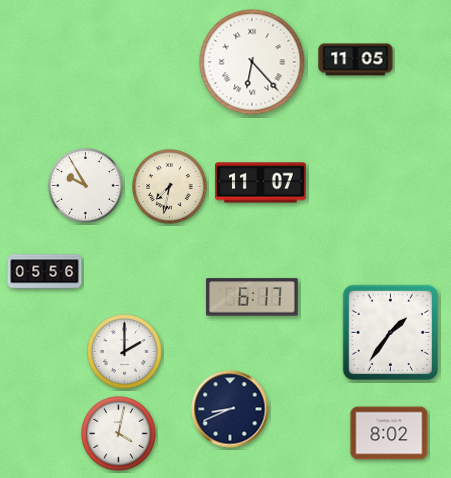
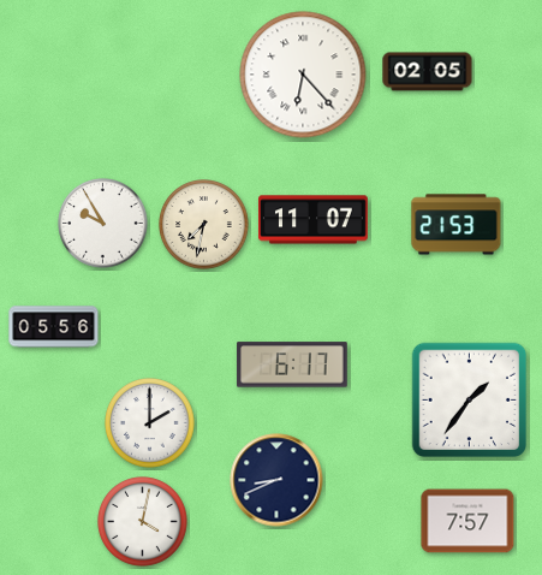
clock at (356, 60): 11:05 -> 02:05
clock at (457, 225): none -> 21:53
clock at (252, 297) position: (252, 297) -> (292, 364)
clock at (230, 409) position: (230, 409) -> (276, 480)
clock at (389, 433): 8:02 -> 7:57
